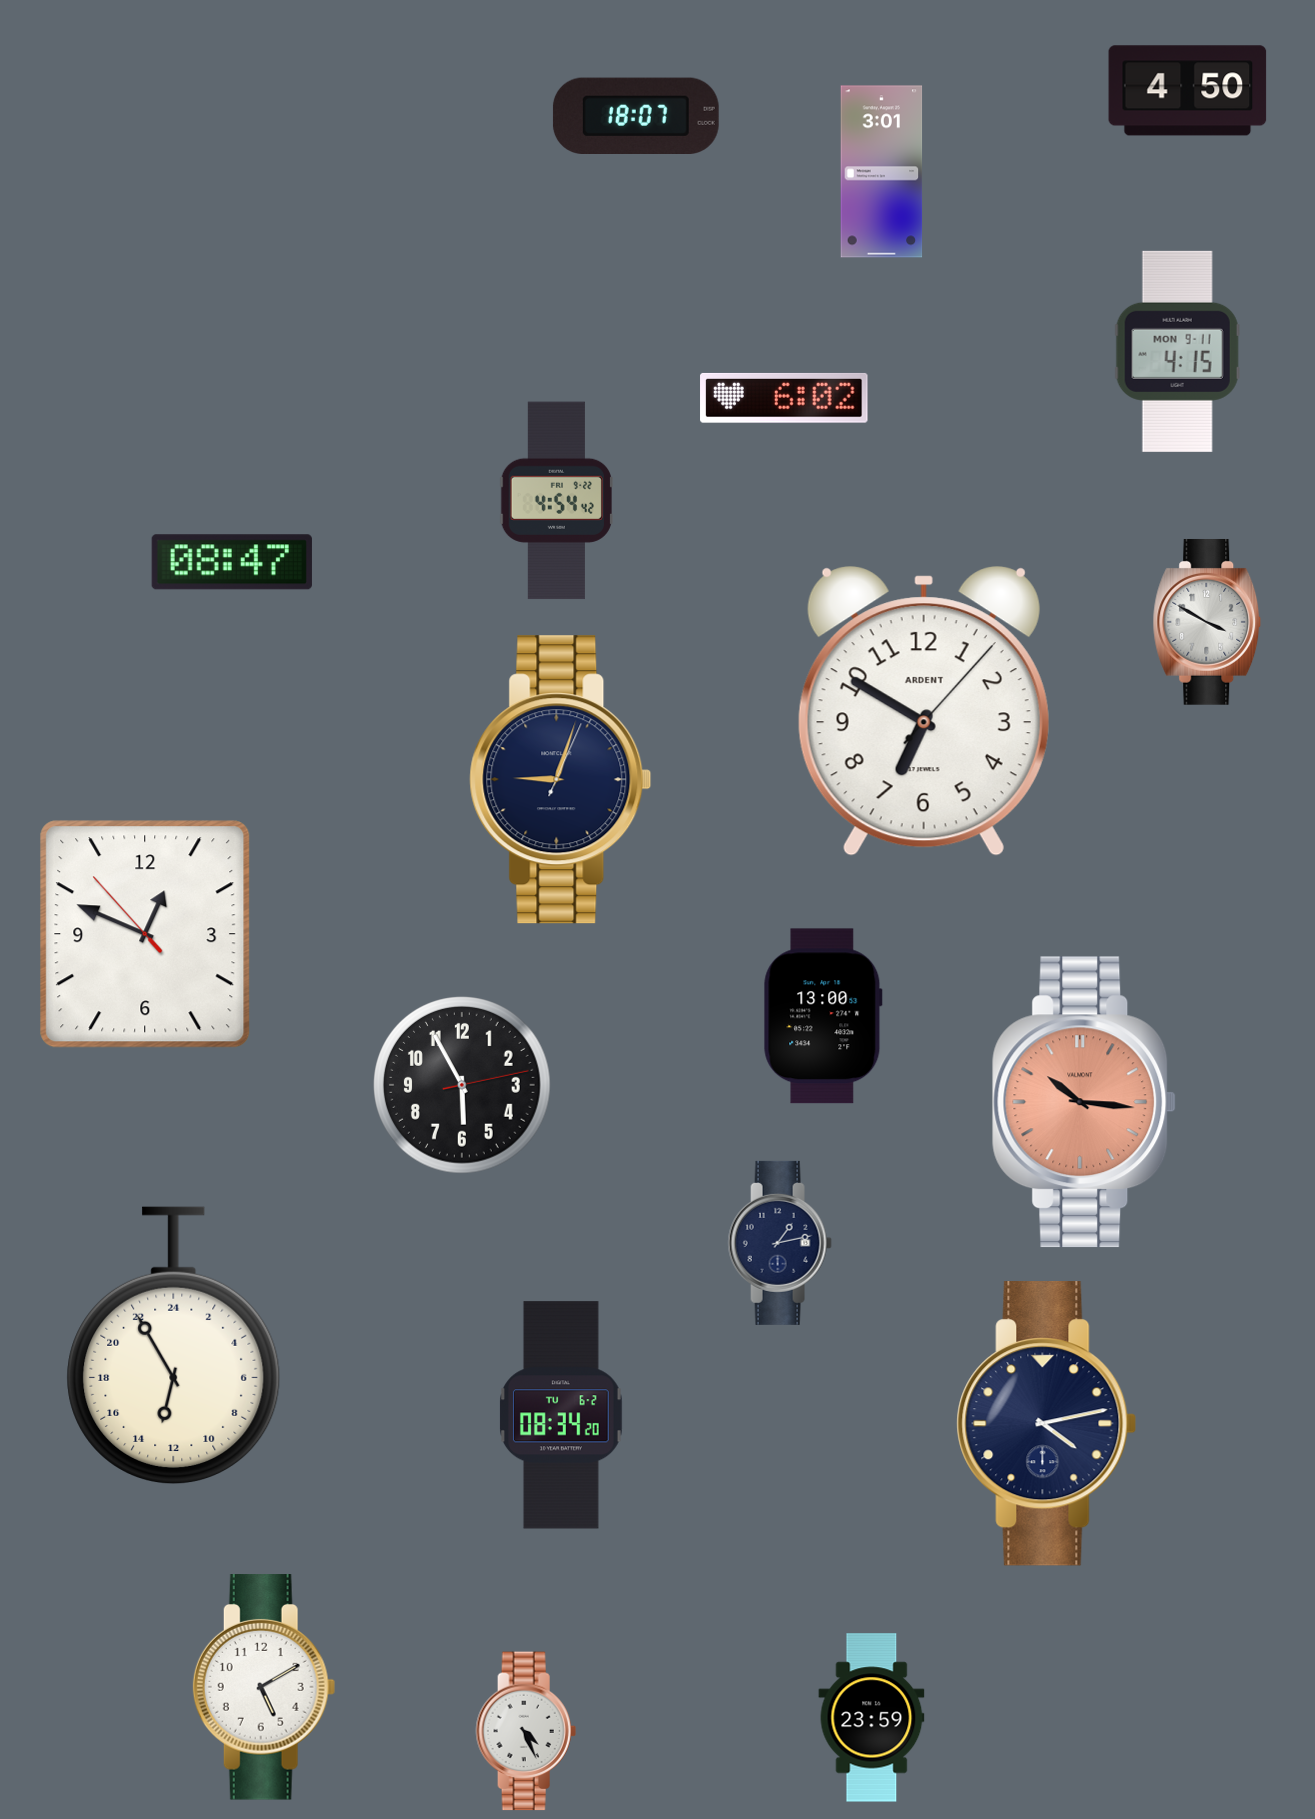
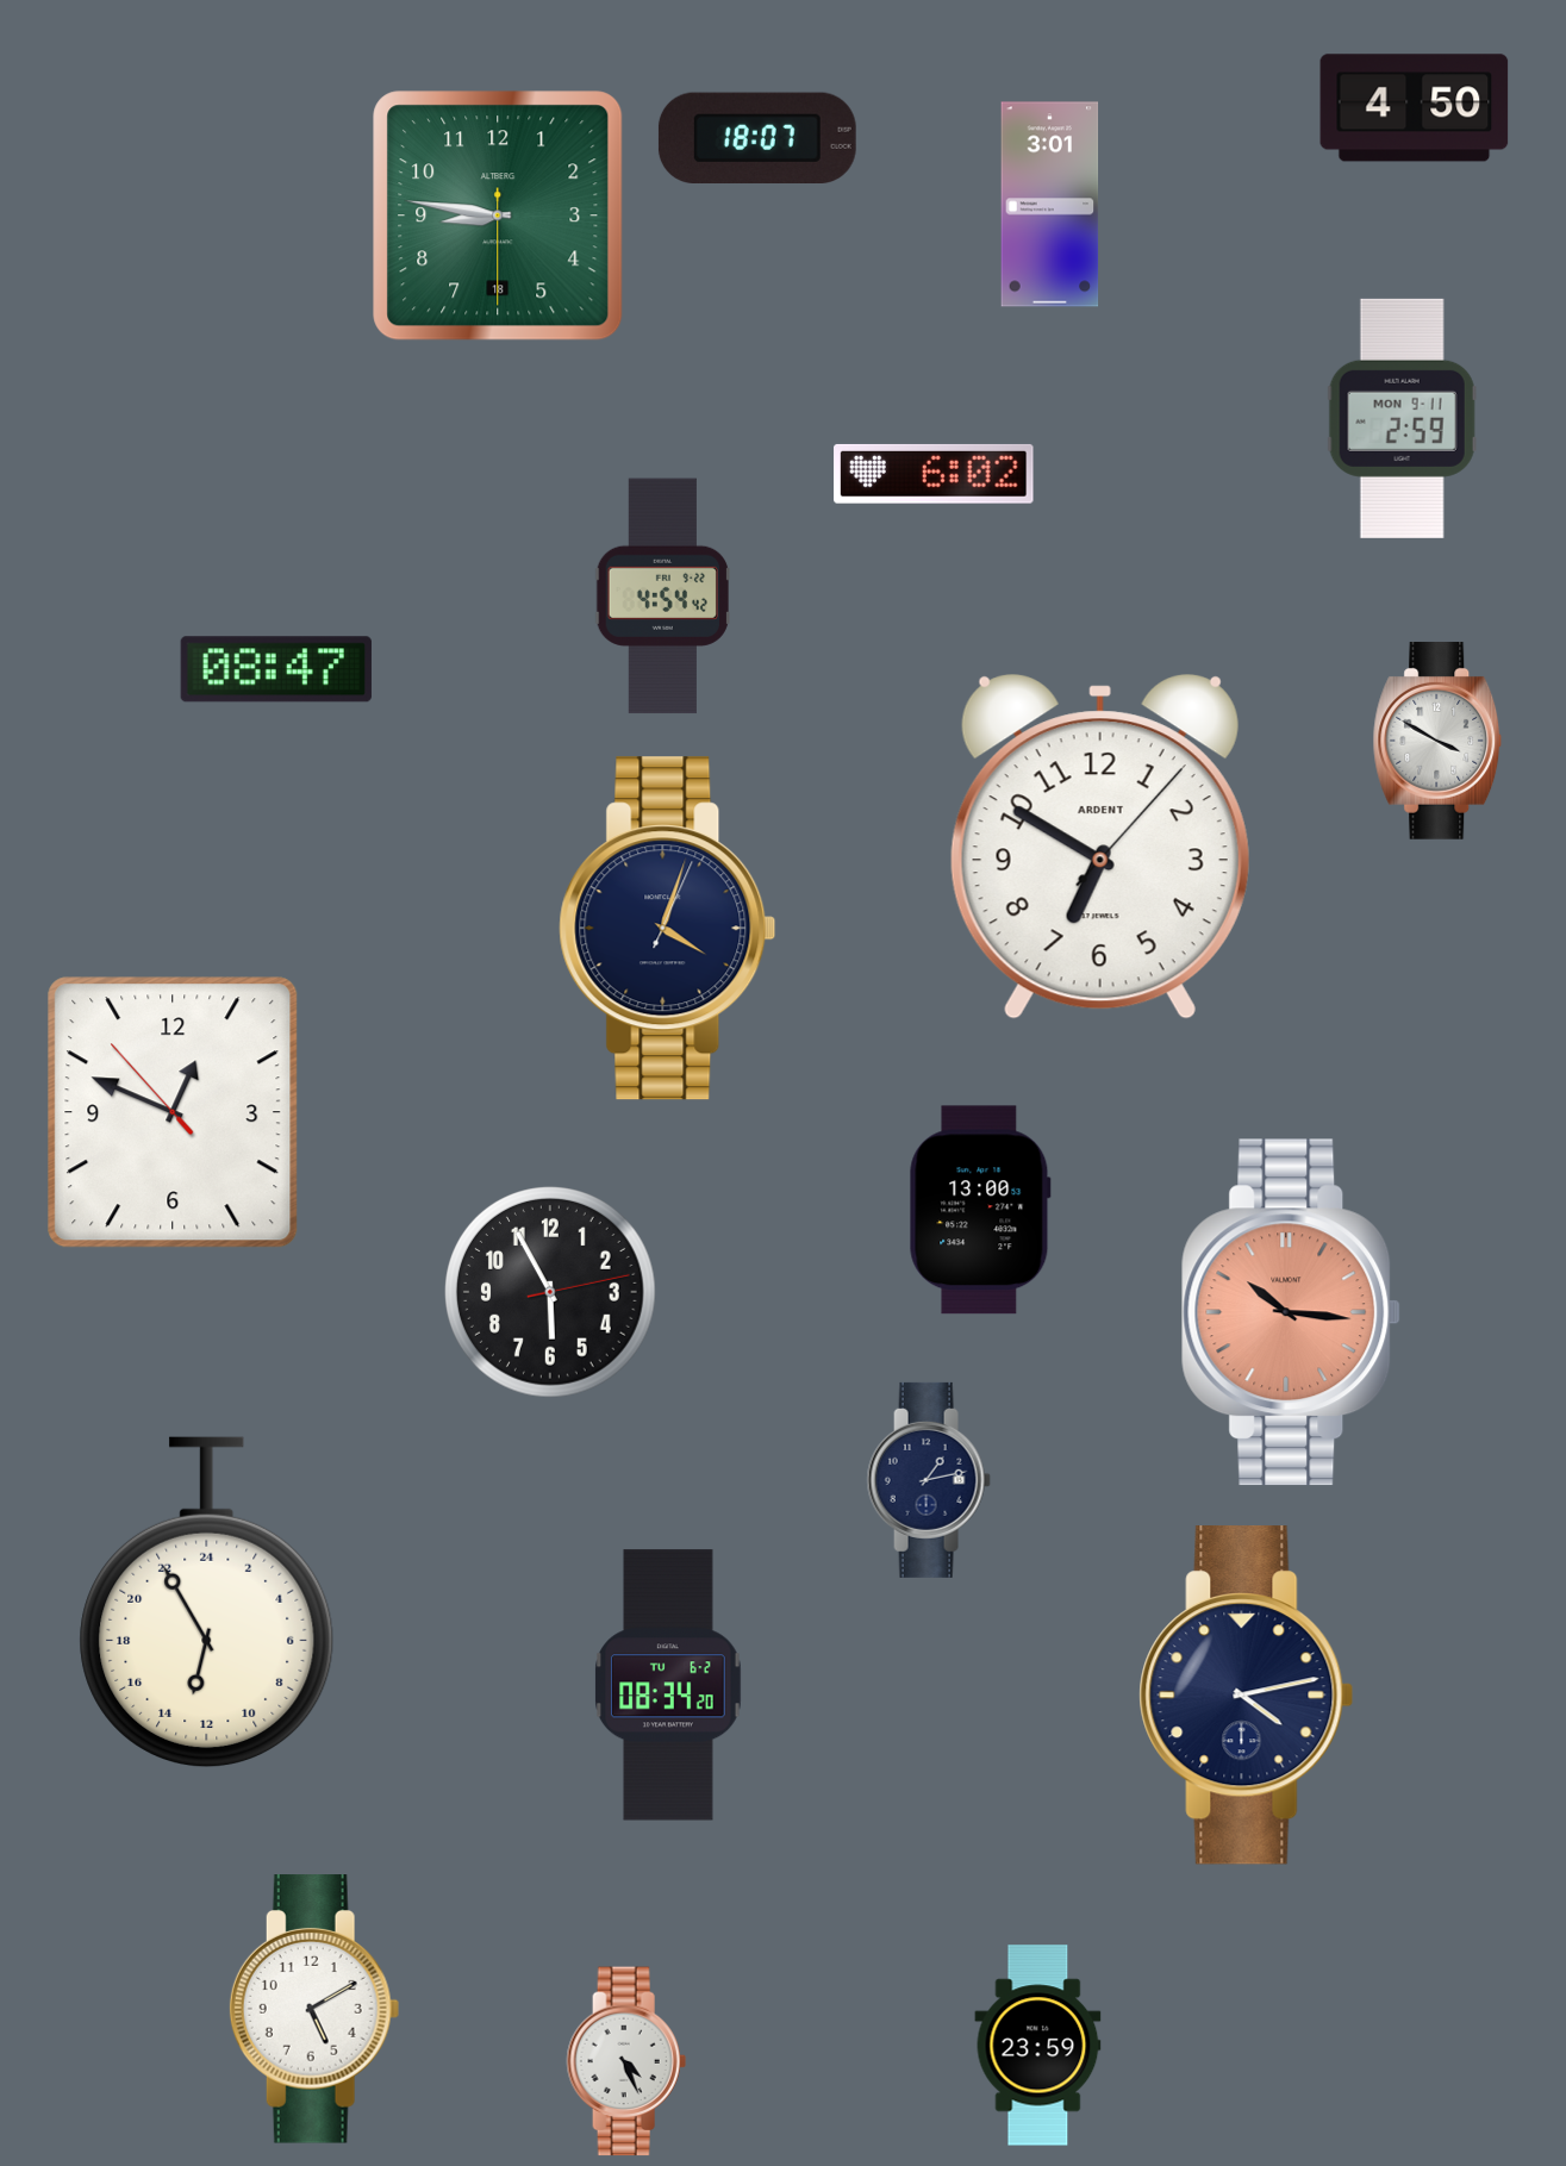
clock at (498, 216): none -> 8:46
clock at (1177, 351): 4:15 -> 2:59
clock at (561, 780): 9:03 -> 4:03
